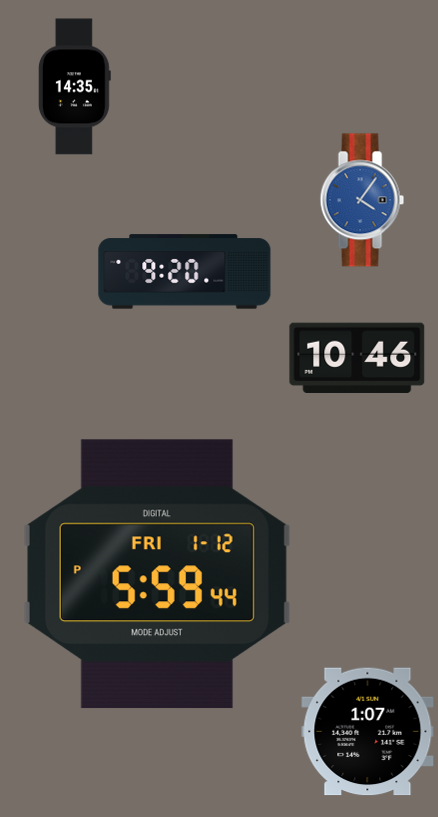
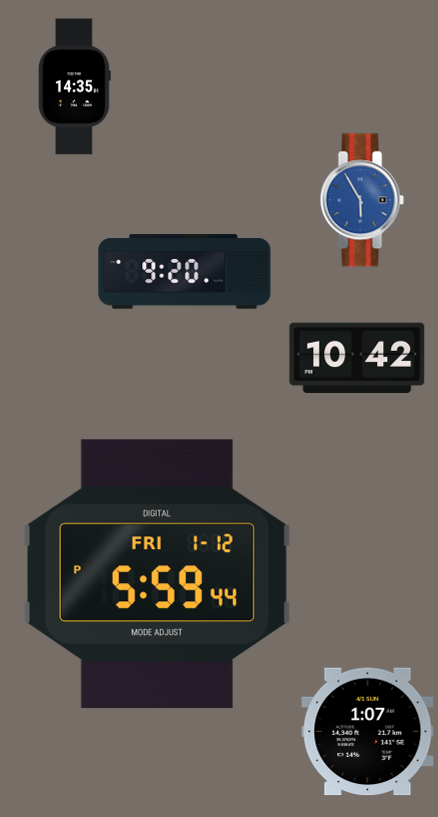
clock at (362, 200): 4:06 -> 5:55
clock at (357, 358): 10:46 -> 10:42
